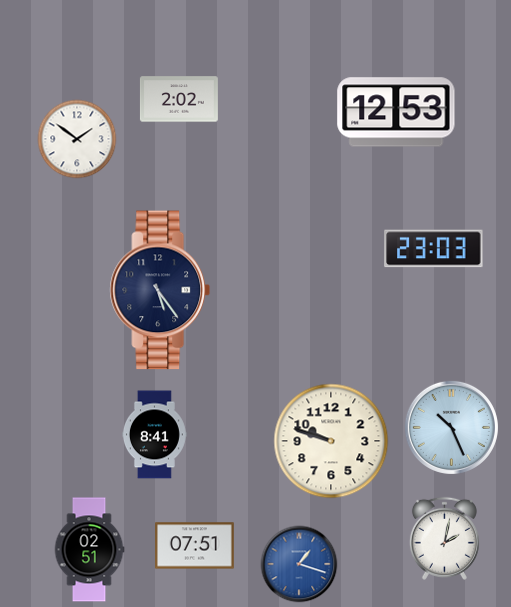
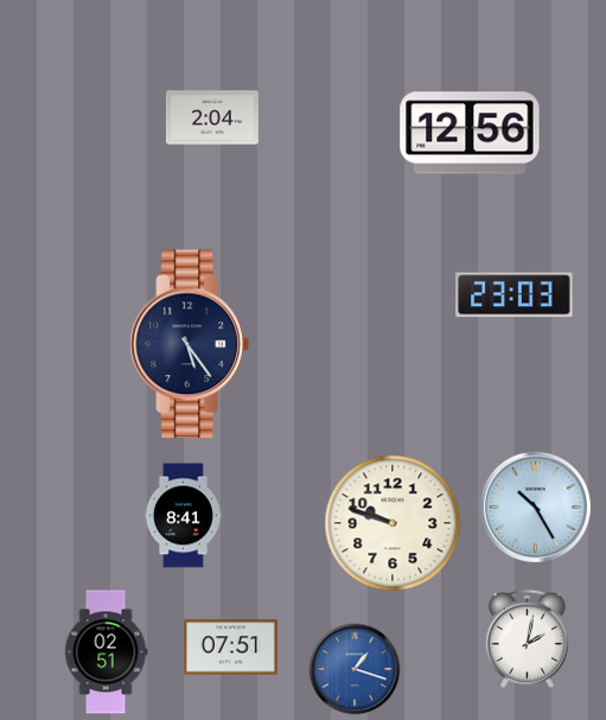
clock at (179, 99): 2:02 -> 2:04
clock at (396, 112): 12:53 -> 12:56
clock at (77, 139): 1:51 -> none
clock at (451, 427): 10:26 -> 10:25
